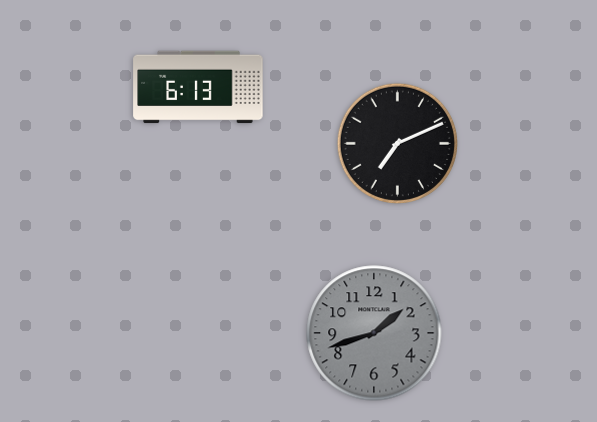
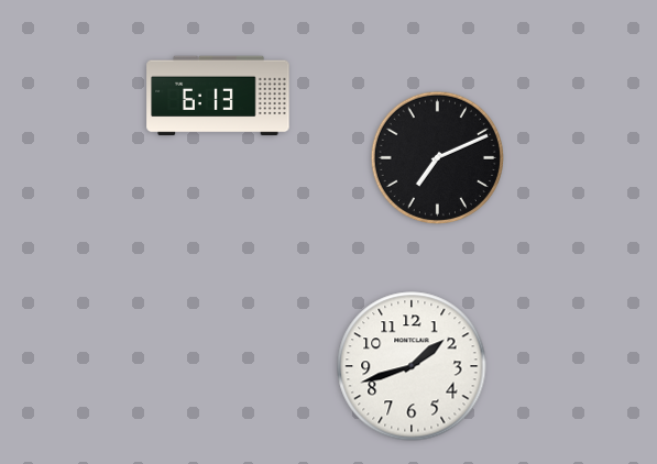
clock at (374, 333) dial: grey -> white
